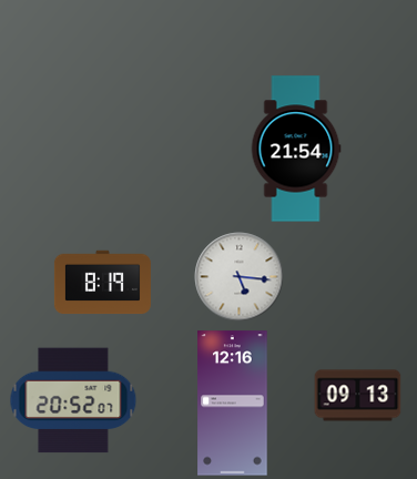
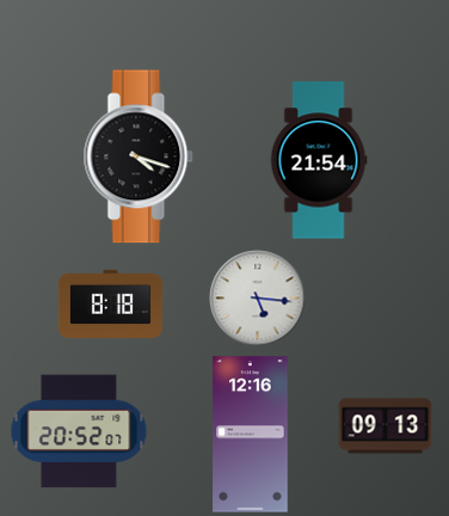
clock at (139, 156): none -> 4:18
clock at (102, 283): 8:19 -> 8:18
